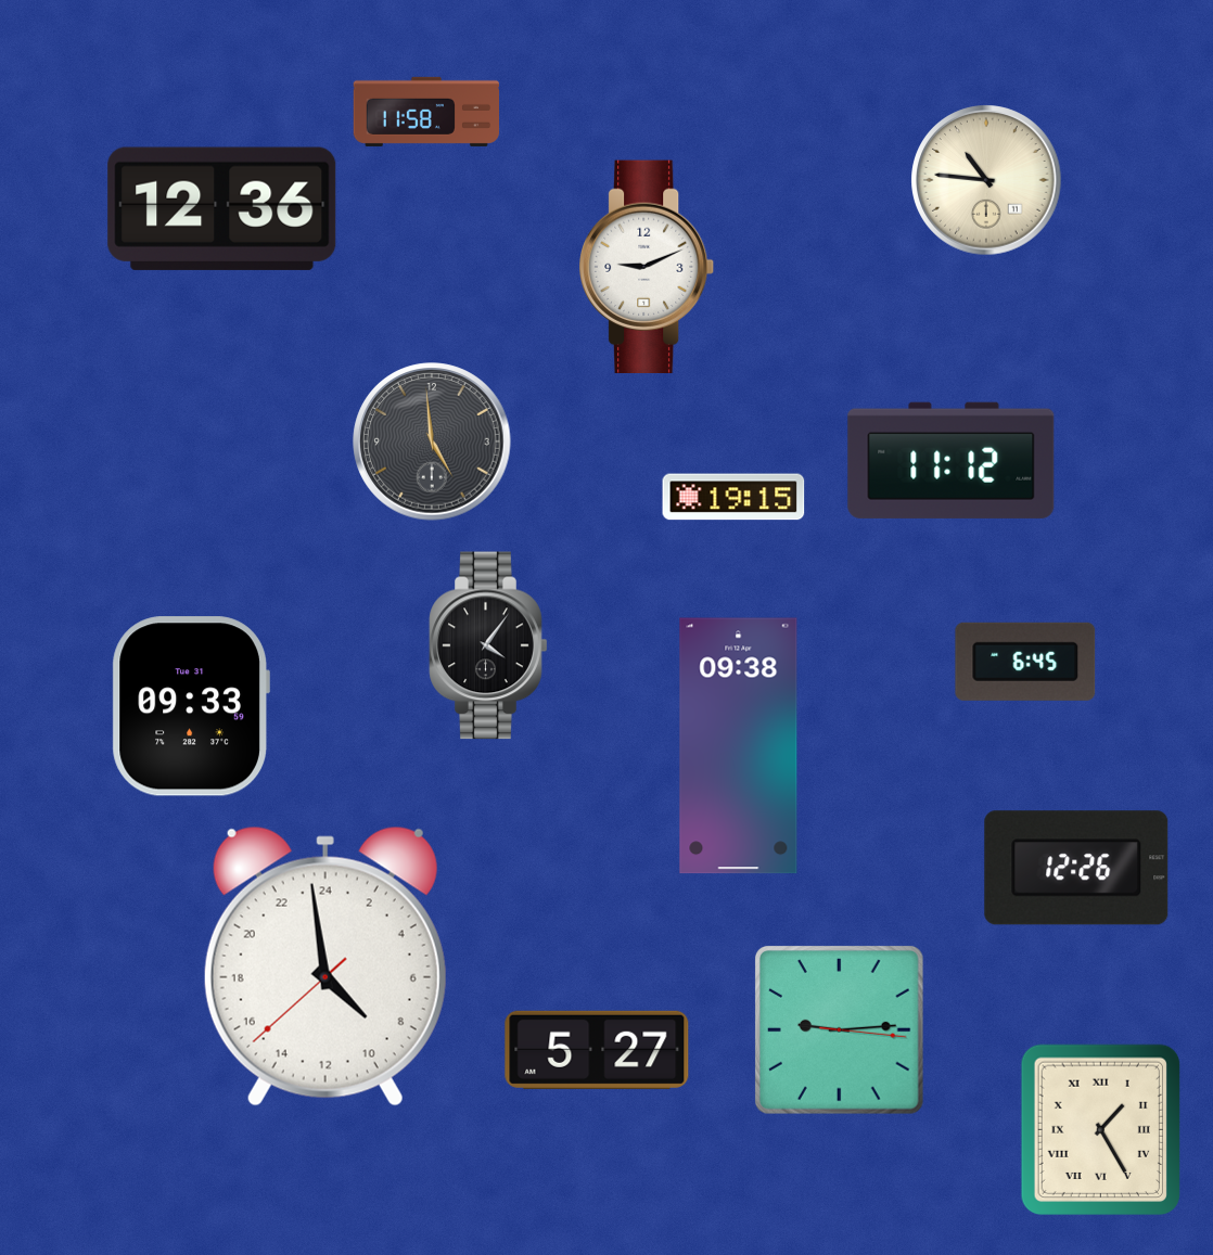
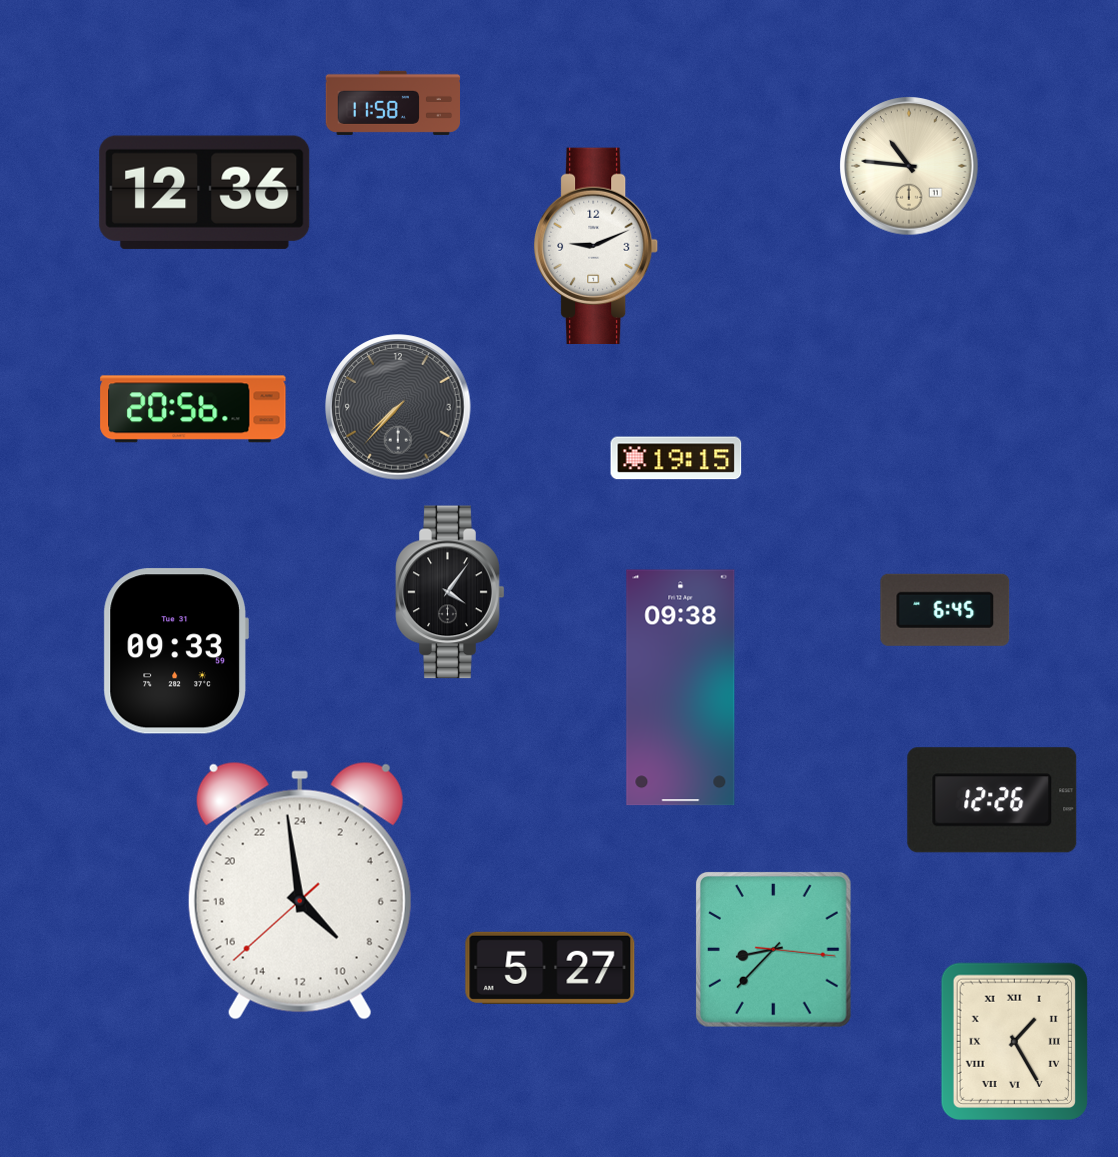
clock at (432, 441): 4:59 -> 7:37
clock at (193, 409): none -> 20:56
clock at (952, 460): 11:12 -> none
clock at (488, 645) position: (488, 645) -> (450, 592)
clock at (839, 1029): 9:14 -> 8:37
